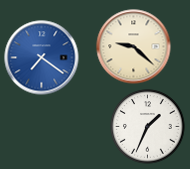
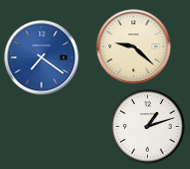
clock at (148, 127): 1:34 -> 1:12
